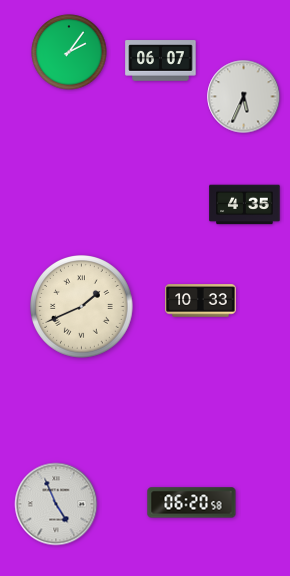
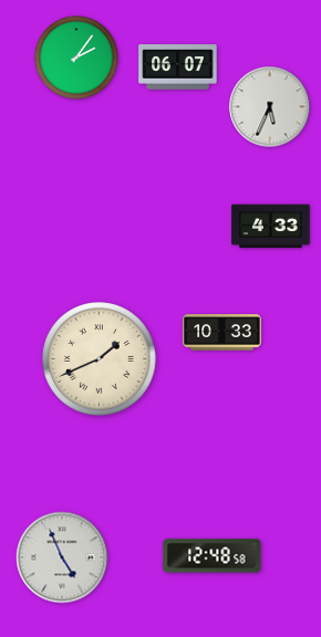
clock at (245, 205): 4:35 -> 4:33
clock at (82, 307) position: (82, 307) -> (100, 359)
clock at (192, 503): 06:20 -> 12:48
